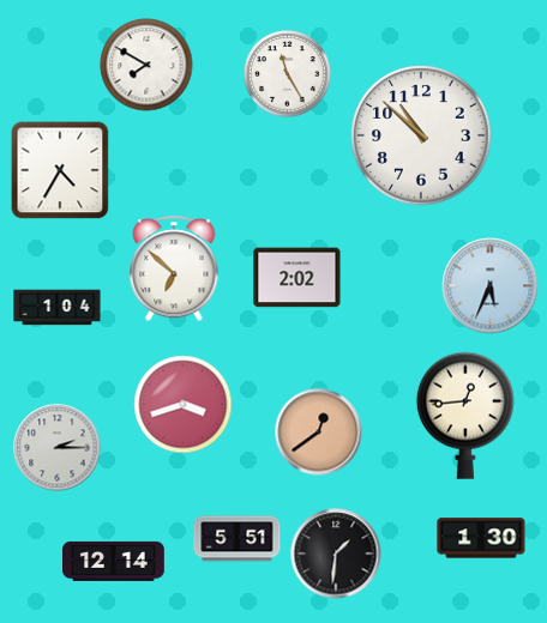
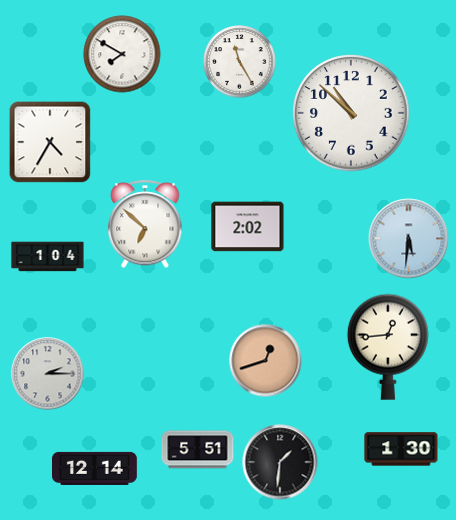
clock at (297, 278) position: (297, 278) -> (248, 227)
clock at (491, 286): 5:34 -> 5:31
clock at (184, 405): 3:42 -> none
clock at (319, 433): 12:39 -> 12:42
